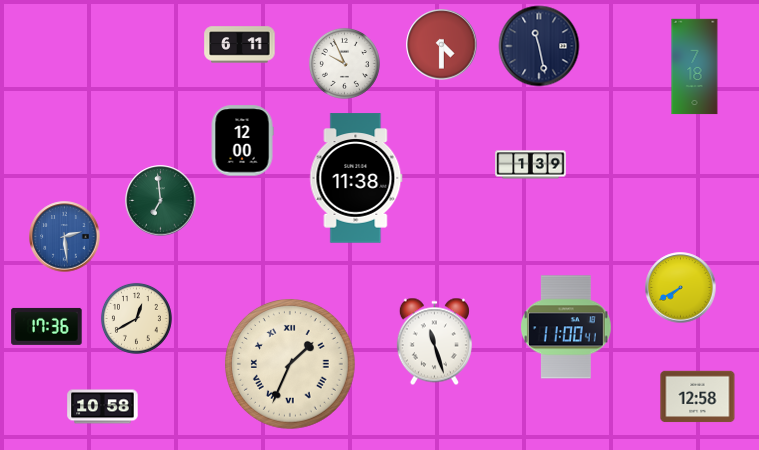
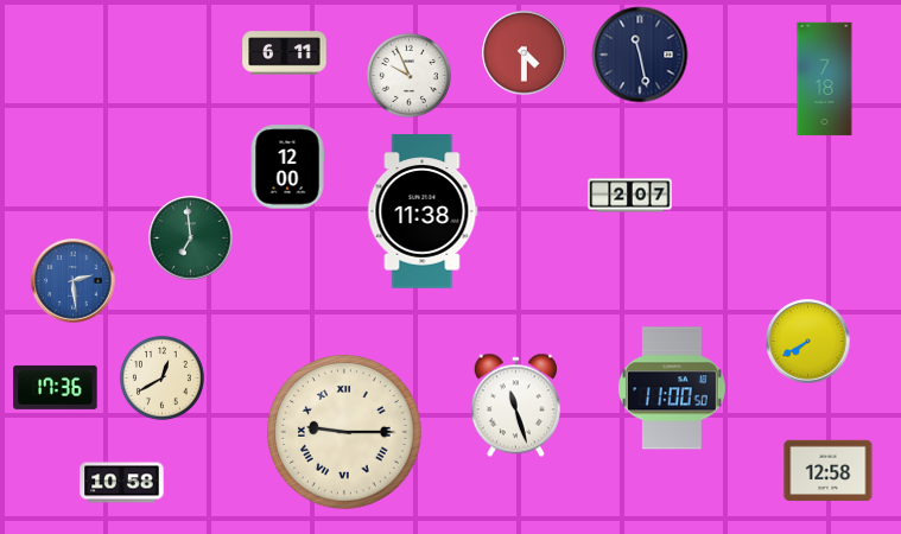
clock at (531, 165): 1:39 -> 2:07
clock at (65, 237) position: (65, 237) -> (74, 281)
clock at (566, 327): 11:00:41 -> 11:00:50
clock at (291, 365): 1:34 -> 9:15
